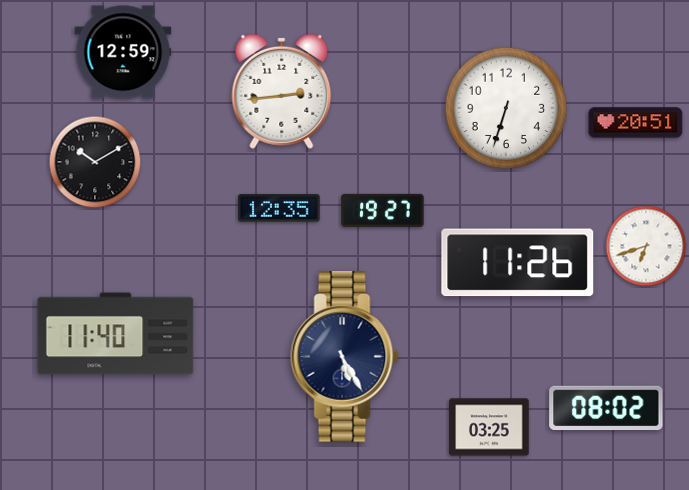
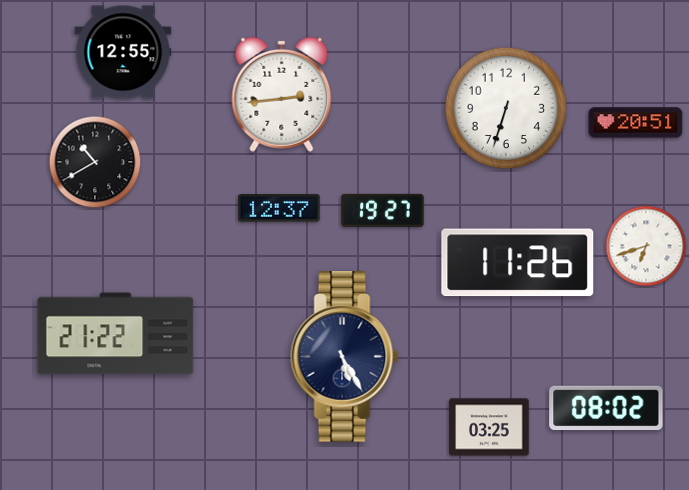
clock at (123, 52): 12:59 -> 12:55
clock at (282, 91) position: (282, 91) -> (282, 94)
clock at (95, 162): 10:10 -> 10:40
clock at (279, 208): 12:35 -> 12:37
clock at (116, 334): 11:40 -> 21:22
